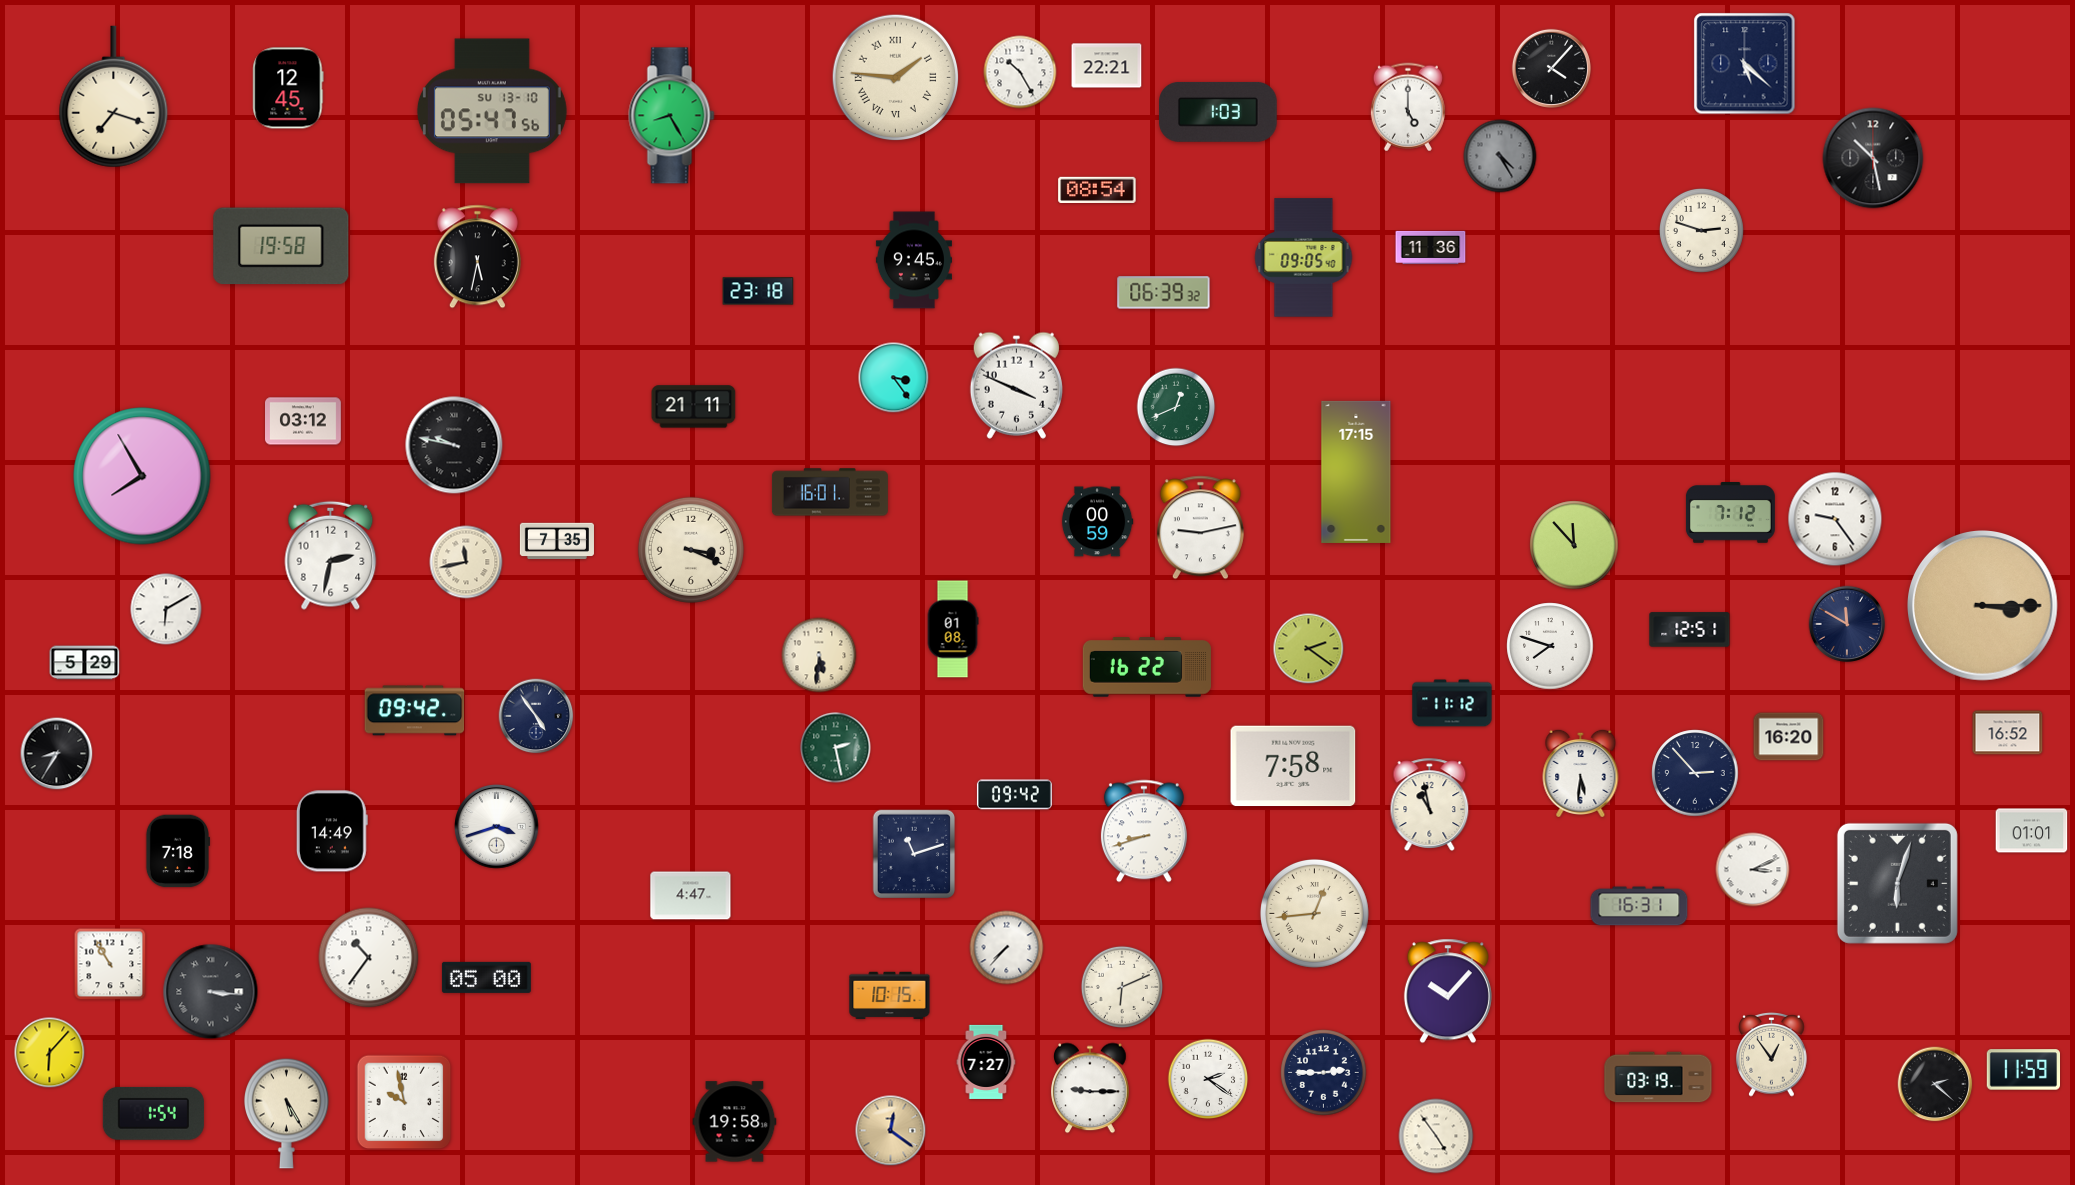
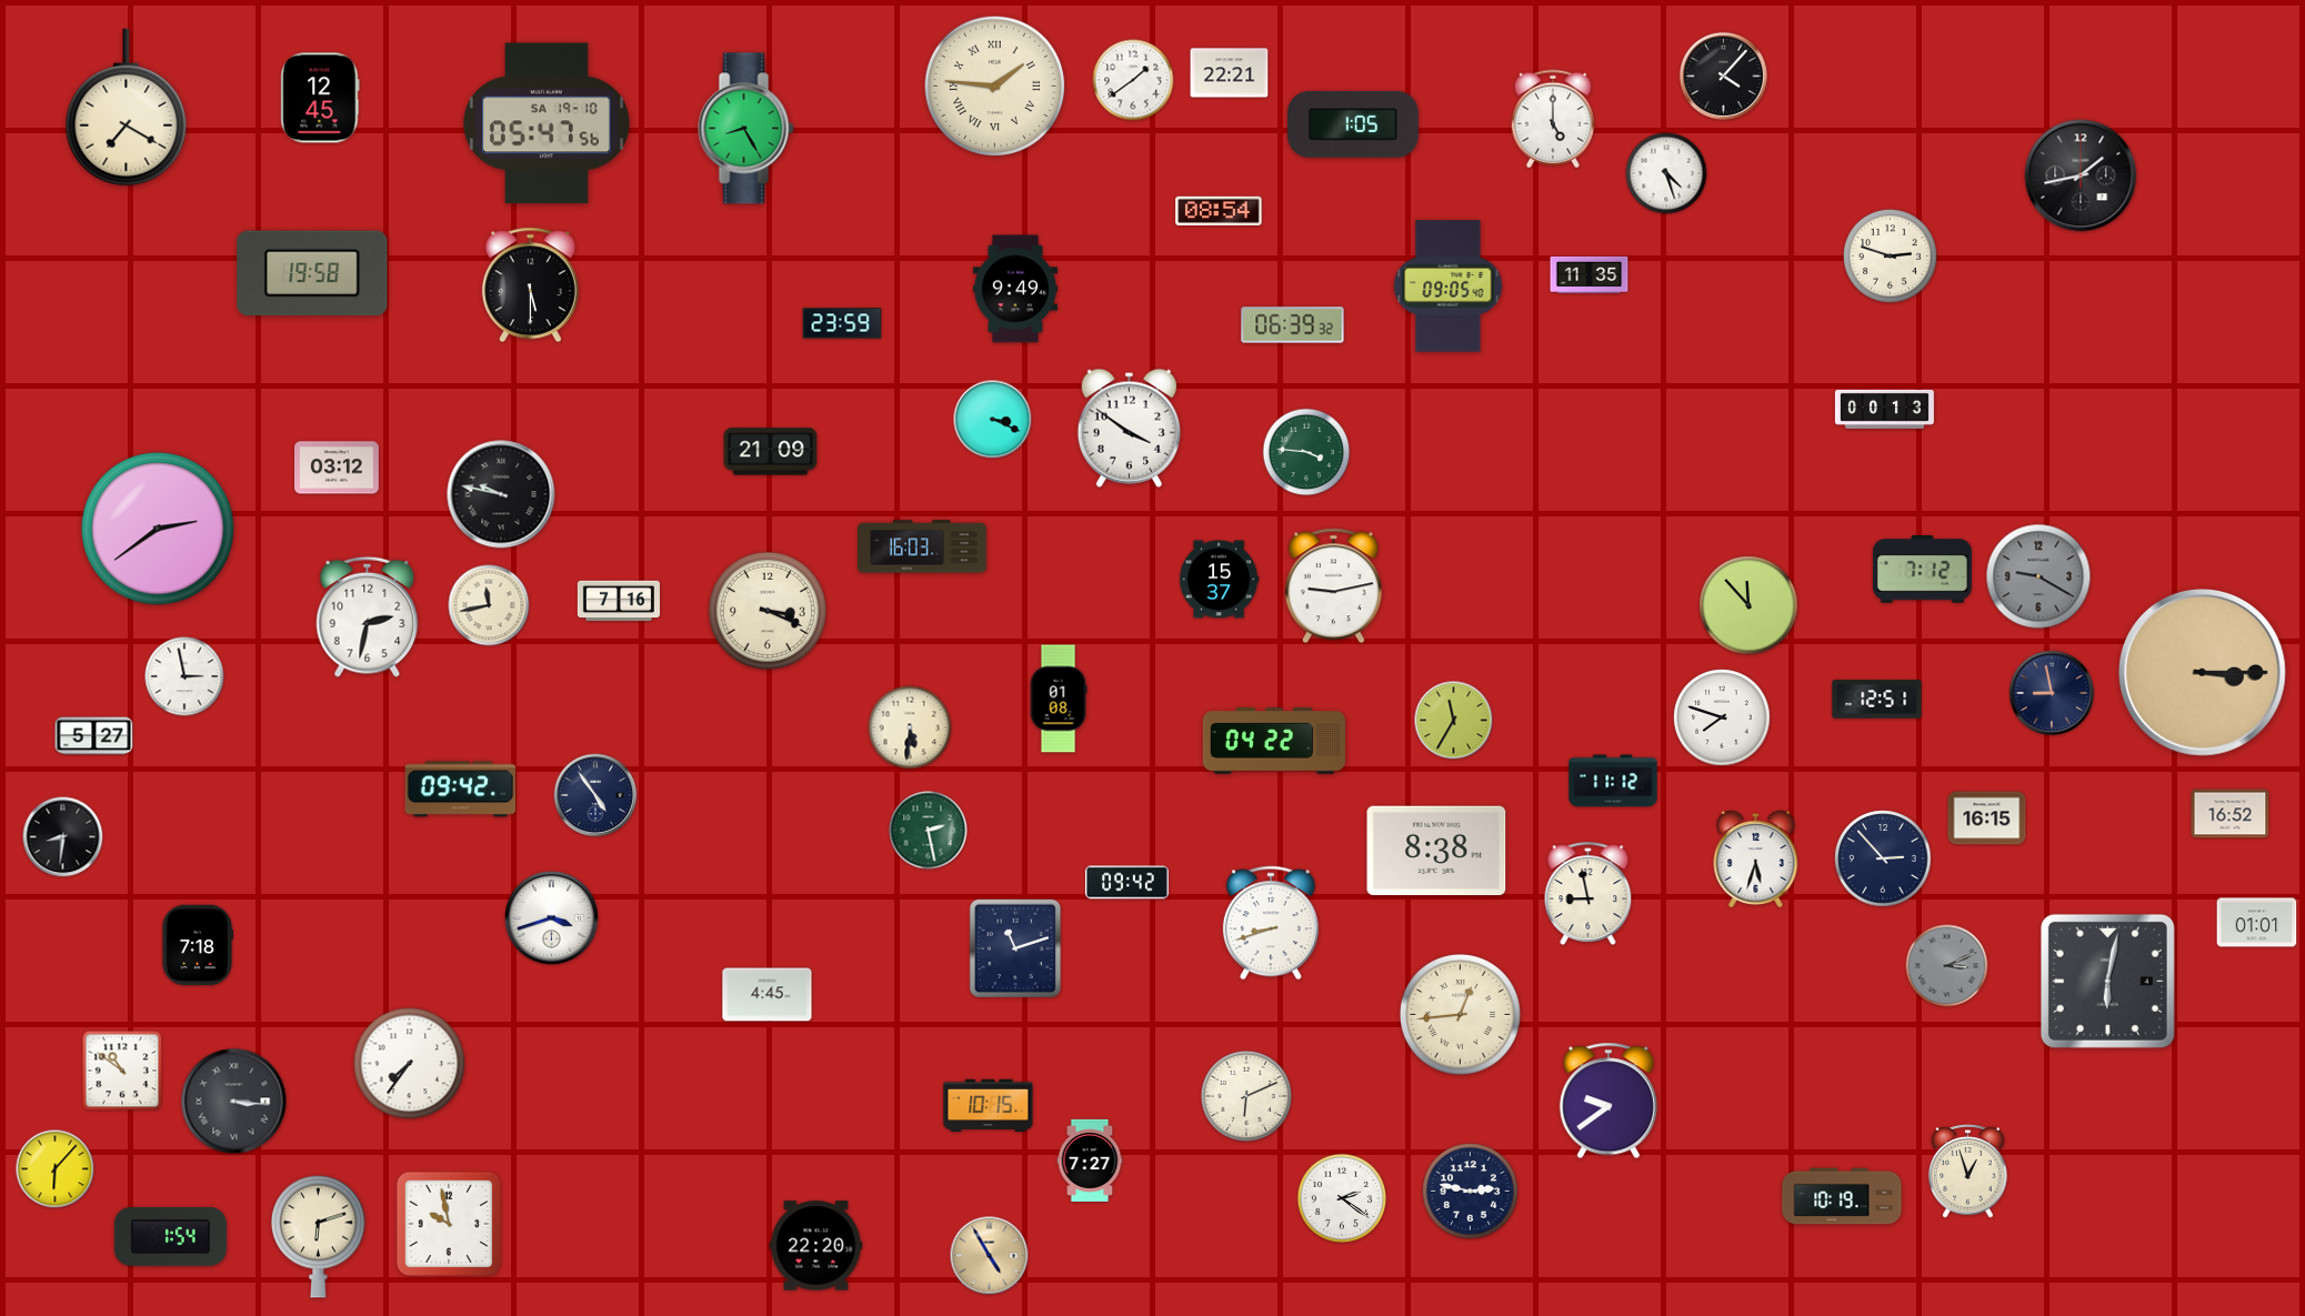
clock at (1745, 64): 5:22 -> none
clock at (1020, 72): 10:25 -> 1:39
clock at (114, 97): 7:18 -> 7:20
clock at (1408, 107) position: (1408, 107) -> (1553, 119)
clock at (492, 111) date: SU 13-10 -> SA 19-10
clock at (1218, 112): 1:03 -> 1:05
clock at (1500, 156): 4:25 -> 4:27
clock at (1500, 156) dial: grey -> white
clock at (1873, 158): 10:28 -> 1:43
clock at (1431, 248): 11:36 -> 11:35
clock at (477, 257): 5:32 -> 5:30
clock at (914, 260): 9:45 -> 9:49
clock at (758, 291): 23:18 -> 23:59
clock at (1884, 409): none -> 00:13
clock at (894, 378): 3:24 -> 3:19
clock at (1016, 385): 3:49 -> 3:51
clock at (694, 407): 21:11 -> 21:09
clock at (1176, 407): 12:41 -> 3:46
clock at (454, 445) position: (454, 445) -> (501, 494)
clock at (1356, 472): 17:15 -> none
clock at (142, 476): 7:55 -> 2:39
clock at (830, 492): 16:01 -> 16:03
clock at (1835, 519): 9:24 -> 9:20
clock at (1835, 519) dial: white -> grey
clock at (1097, 522): 00:59 -> 15:37
clock at (557, 541): 7:35 -> 7:16
clock at (466, 562) position: (466, 562) -> (489, 605)
clock at (166, 609): 6:10 -> 2:58
clock at (1847, 624): 11:50 -> 8:58
clock at (1309, 649): 2:21 -> 11:35
clock at (85, 663): 5:29 -> 5:27
clock at (1147, 667): 16:22 -> 04:22
clock at (1789, 737): 16:20 -> 16:15
clock at (57, 754): 8:35 -> 8:31
clock at (1293, 766): 7:58 -> 8:38
clock at (1581, 772): 5:31 -> 5:33
clock at (1430, 804): 10:58 -> 8:58
clock at (332, 831): 14:49 -> none
clock at (1753, 870) dial: white -> grey
clock at (1897, 883): 6:03 -> 6:02
clock at (691, 896): 4:47 -> 4:45
clock at (1639, 906): 16:31 -> none
clock at (1007, 948): 7:37 -> none
clock at (369, 958): 10:36 -> 7:36
clock at (110, 964): 10:55 -> 10:51
clock at (486, 977): 05:00 -> none
clock at (1448, 991): 10:07 -> 9:39
clock at (1772, 1054): 12:54 -> 12:57
clock at (986, 1062) position: (986, 1062) -> (1090, 1161)
clock at (2023, 1070): 11:59 -> none
clock at (1324, 1073): 2:45 -> 2:47
clock at (1658, 1077): 03:19 -> 10:19
clock at (1935, 1084): 2:22 -> none
clock at (1090, 1088): 9:15 -> none
clock at (287, 1113): 5:25 -> 6:12
clock at (735, 1122): 19:58 -> 22:20
clock at (891, 1131): 12:21 -> 4:55
clock at (1436, 1136): 4:54 -> none
